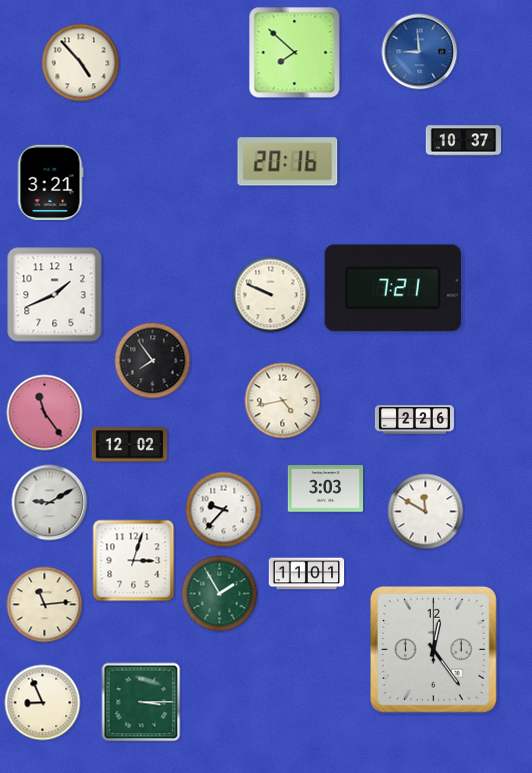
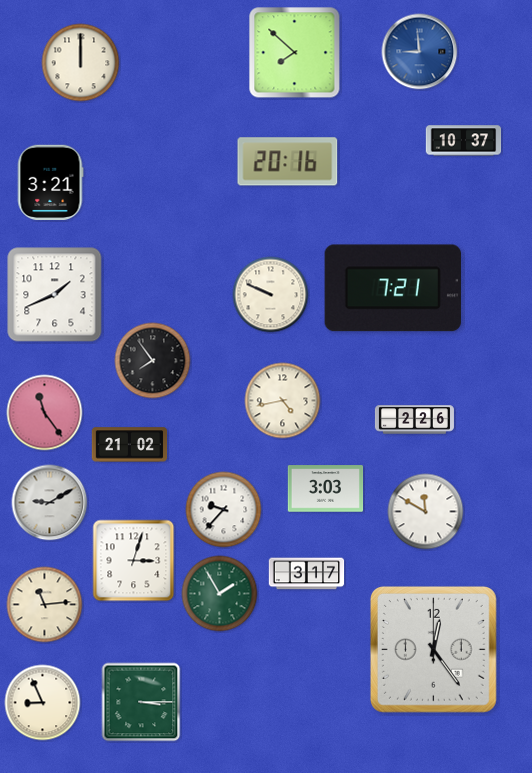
clock at (81, 63): 4:53 -> 12:00
clock at (130, 445): 12:02 -> 21:02
clock at (307, 574): 11:01 -> 3:17
